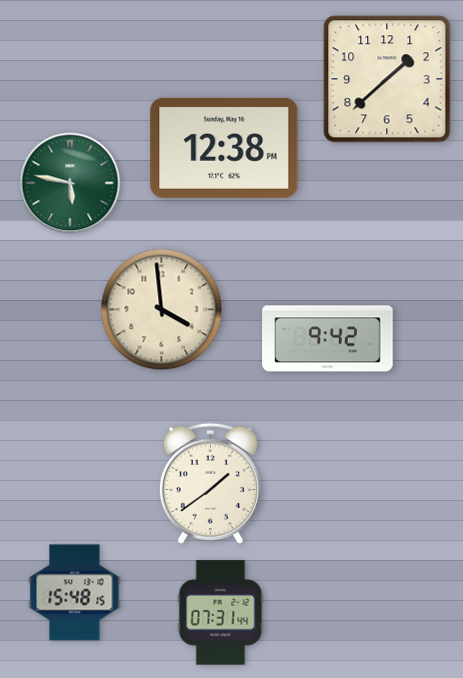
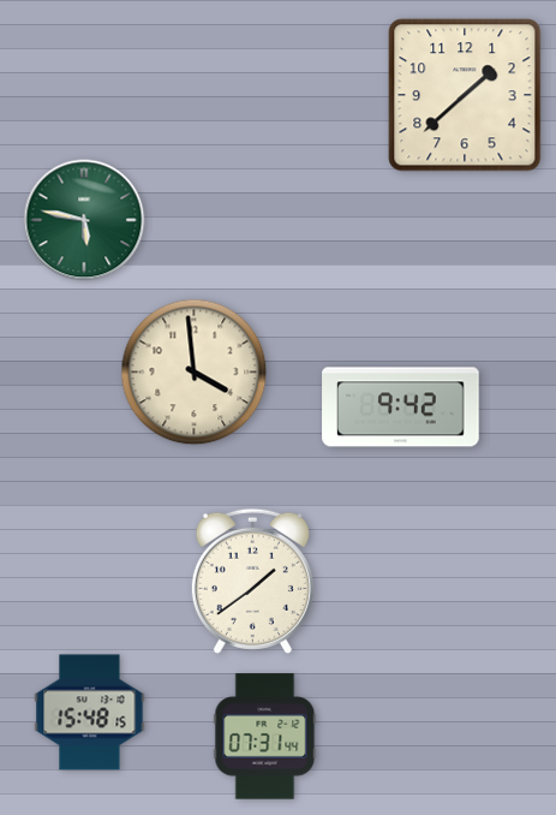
clock at (224, 148): 12:38 -> none
clock at (328, 339) position: (328, 339) -> (401, 407)
